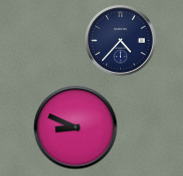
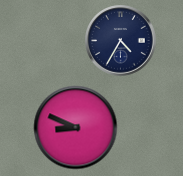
clock at (121, 41): 4:37 -> 4:35
